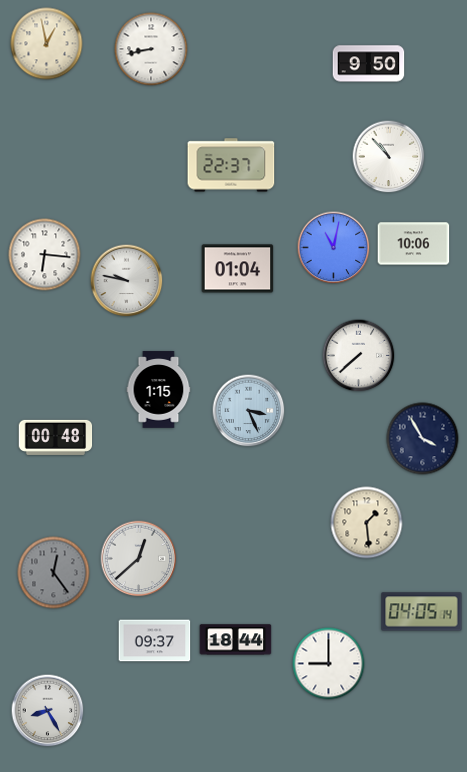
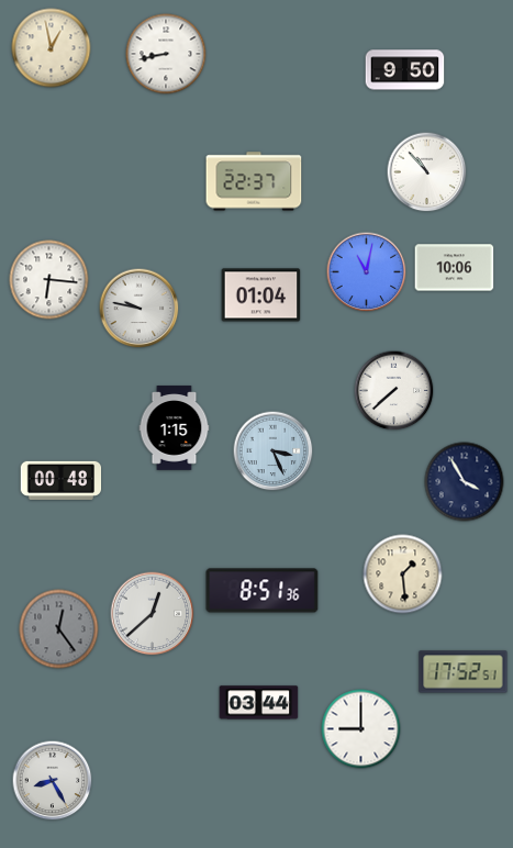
clock at (263, 591): none -> 8:51
clock at (422, 612): 04:05 -> 17:52
clock at (236, 640): 18:44 -> 03:44
clock at (155, 641): 09:37 -> none
